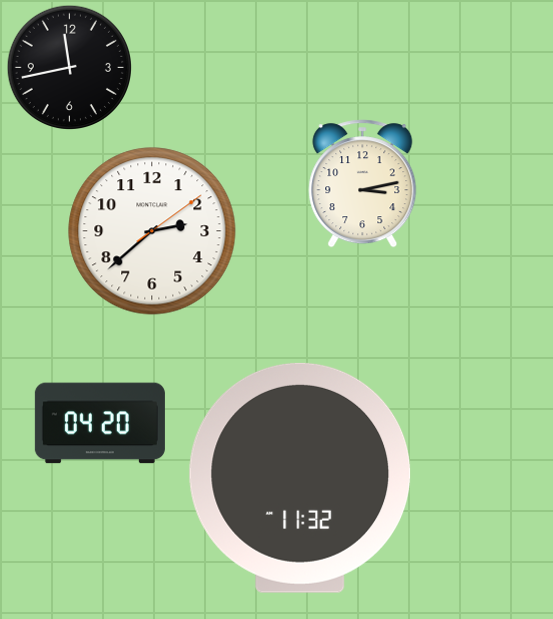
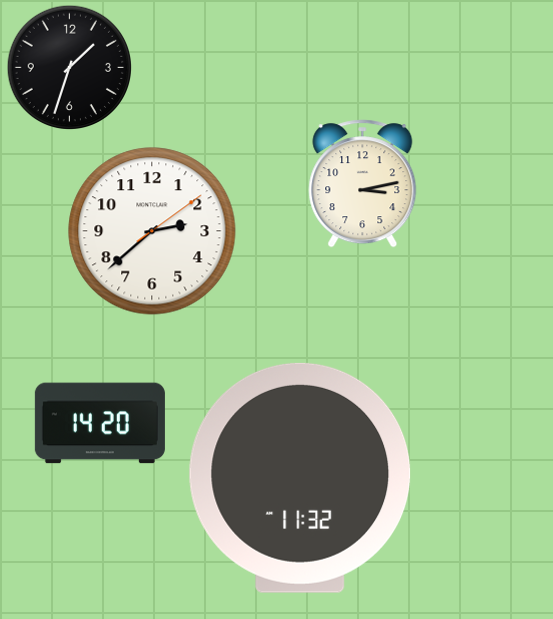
clock at (70, 68): 11:43 -> 1:33
clock at (100, 423): 04:20 -> 14:20
